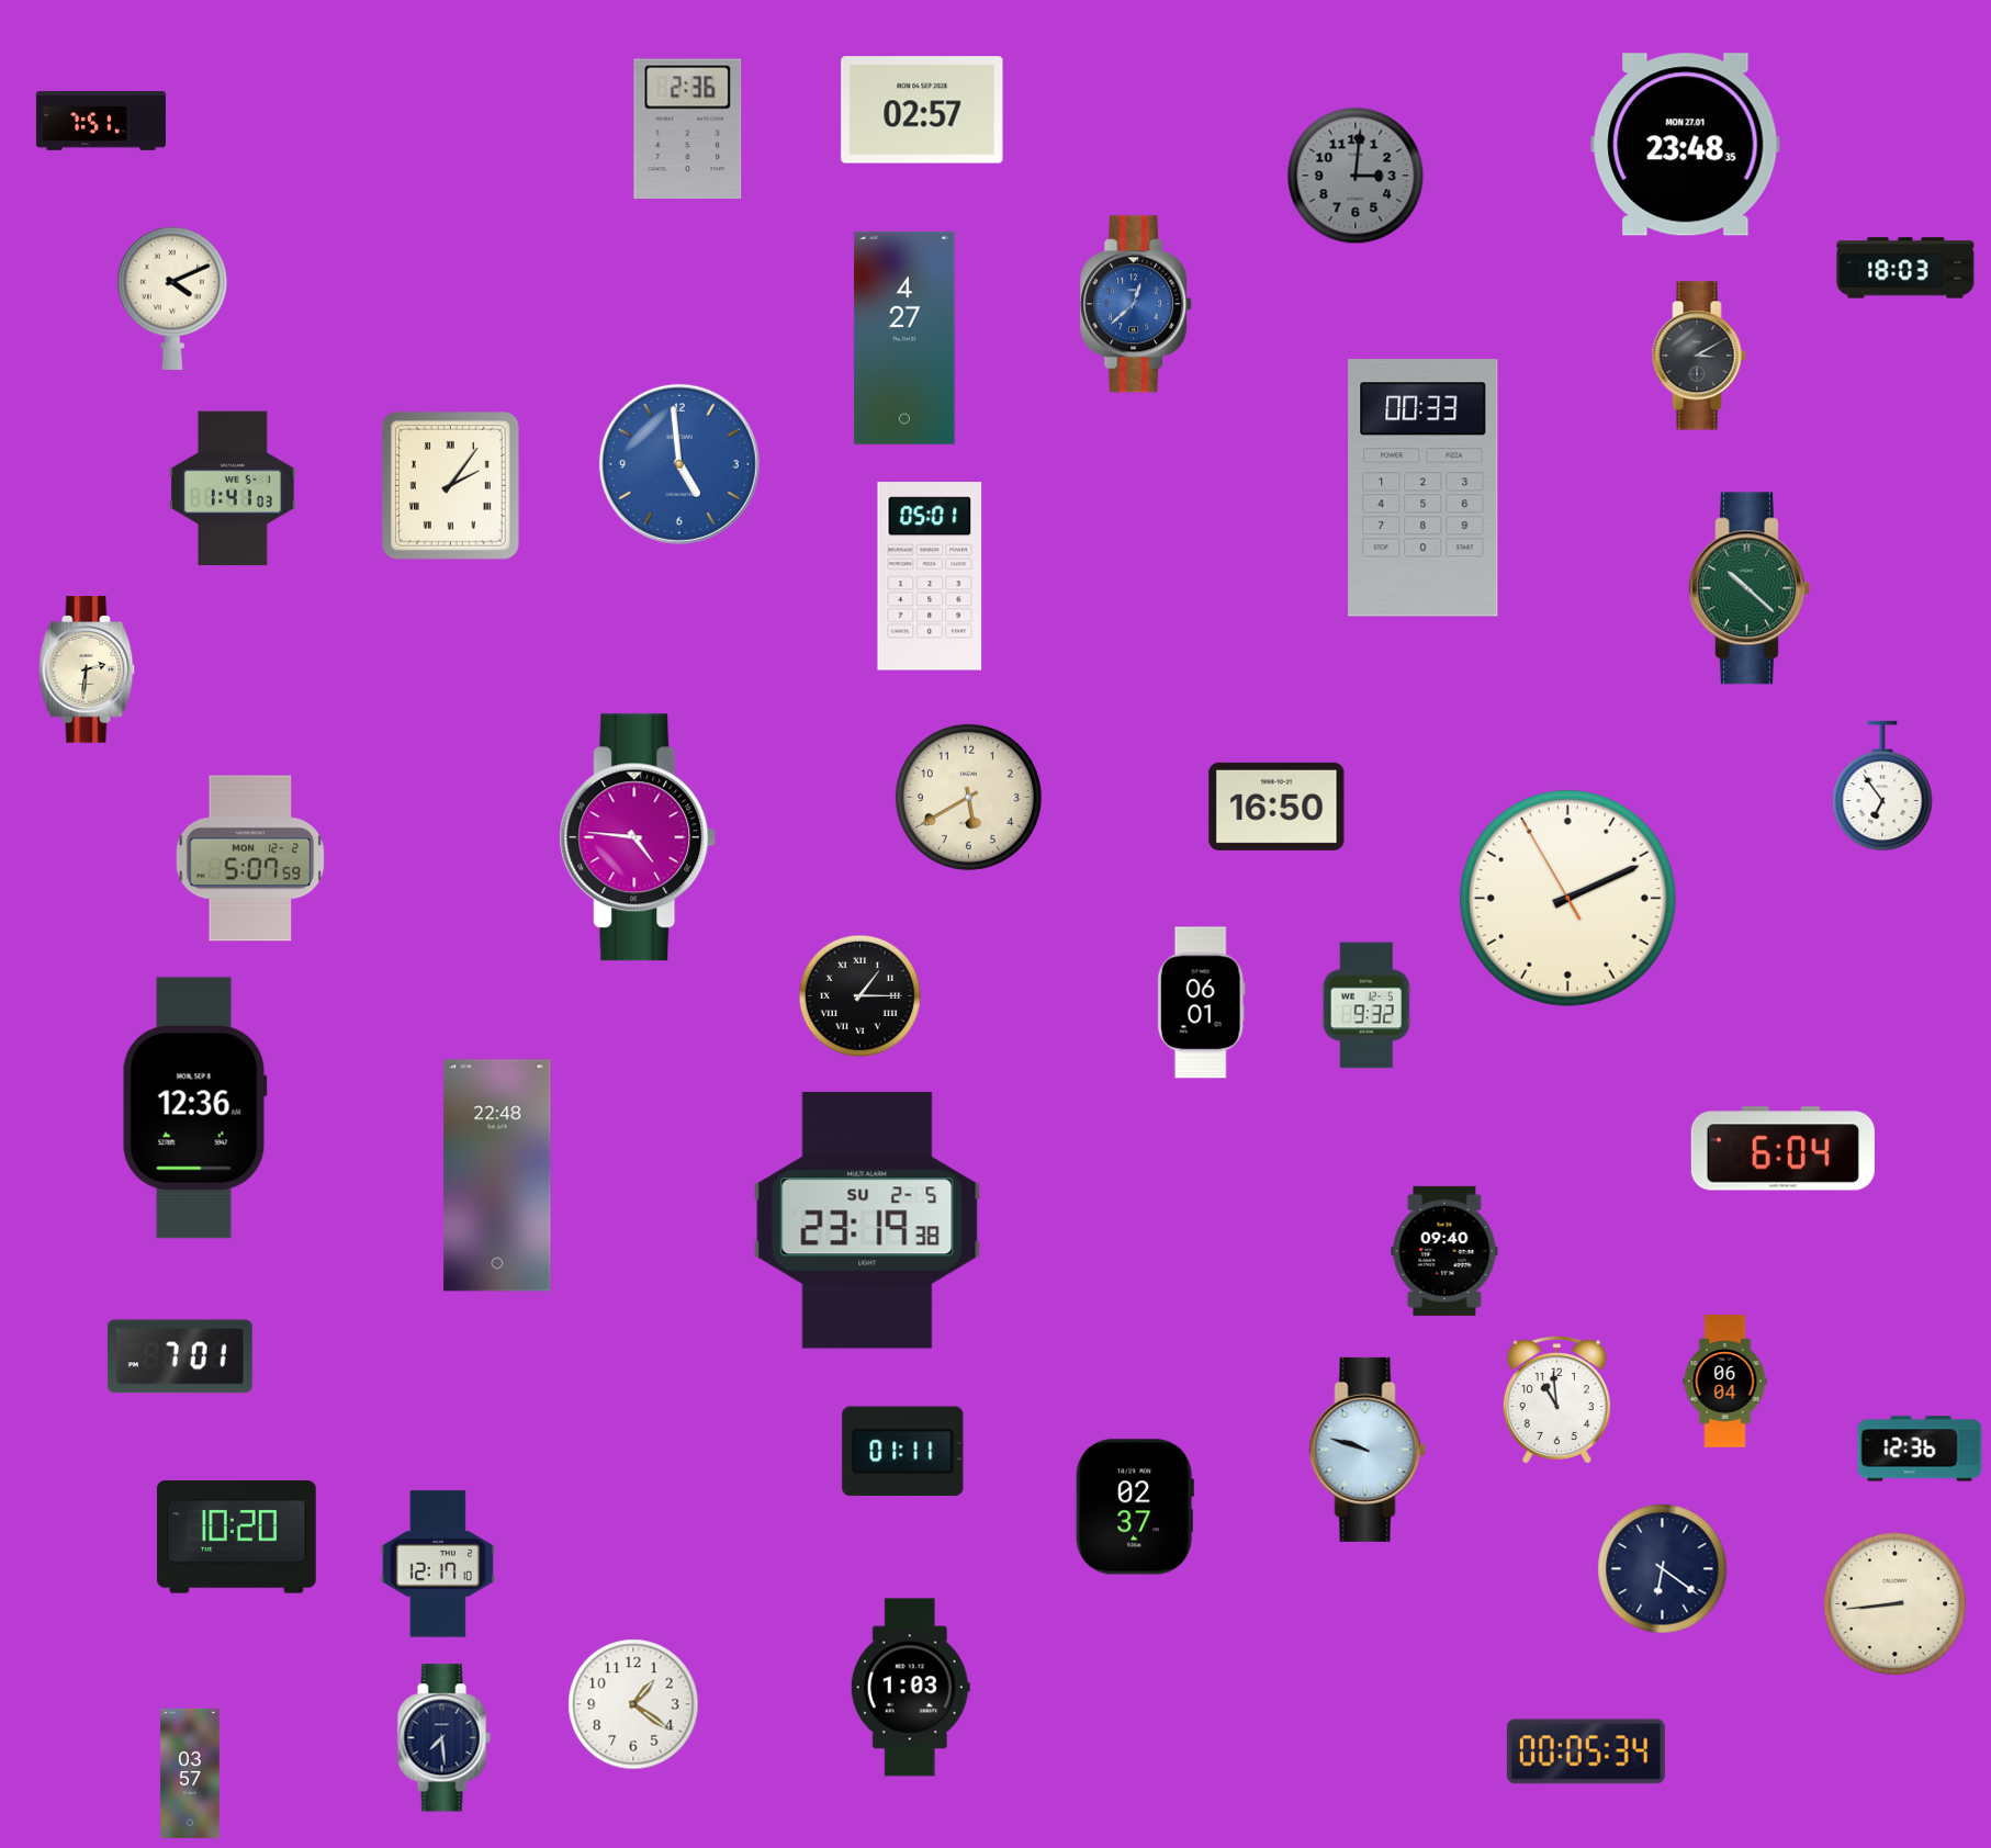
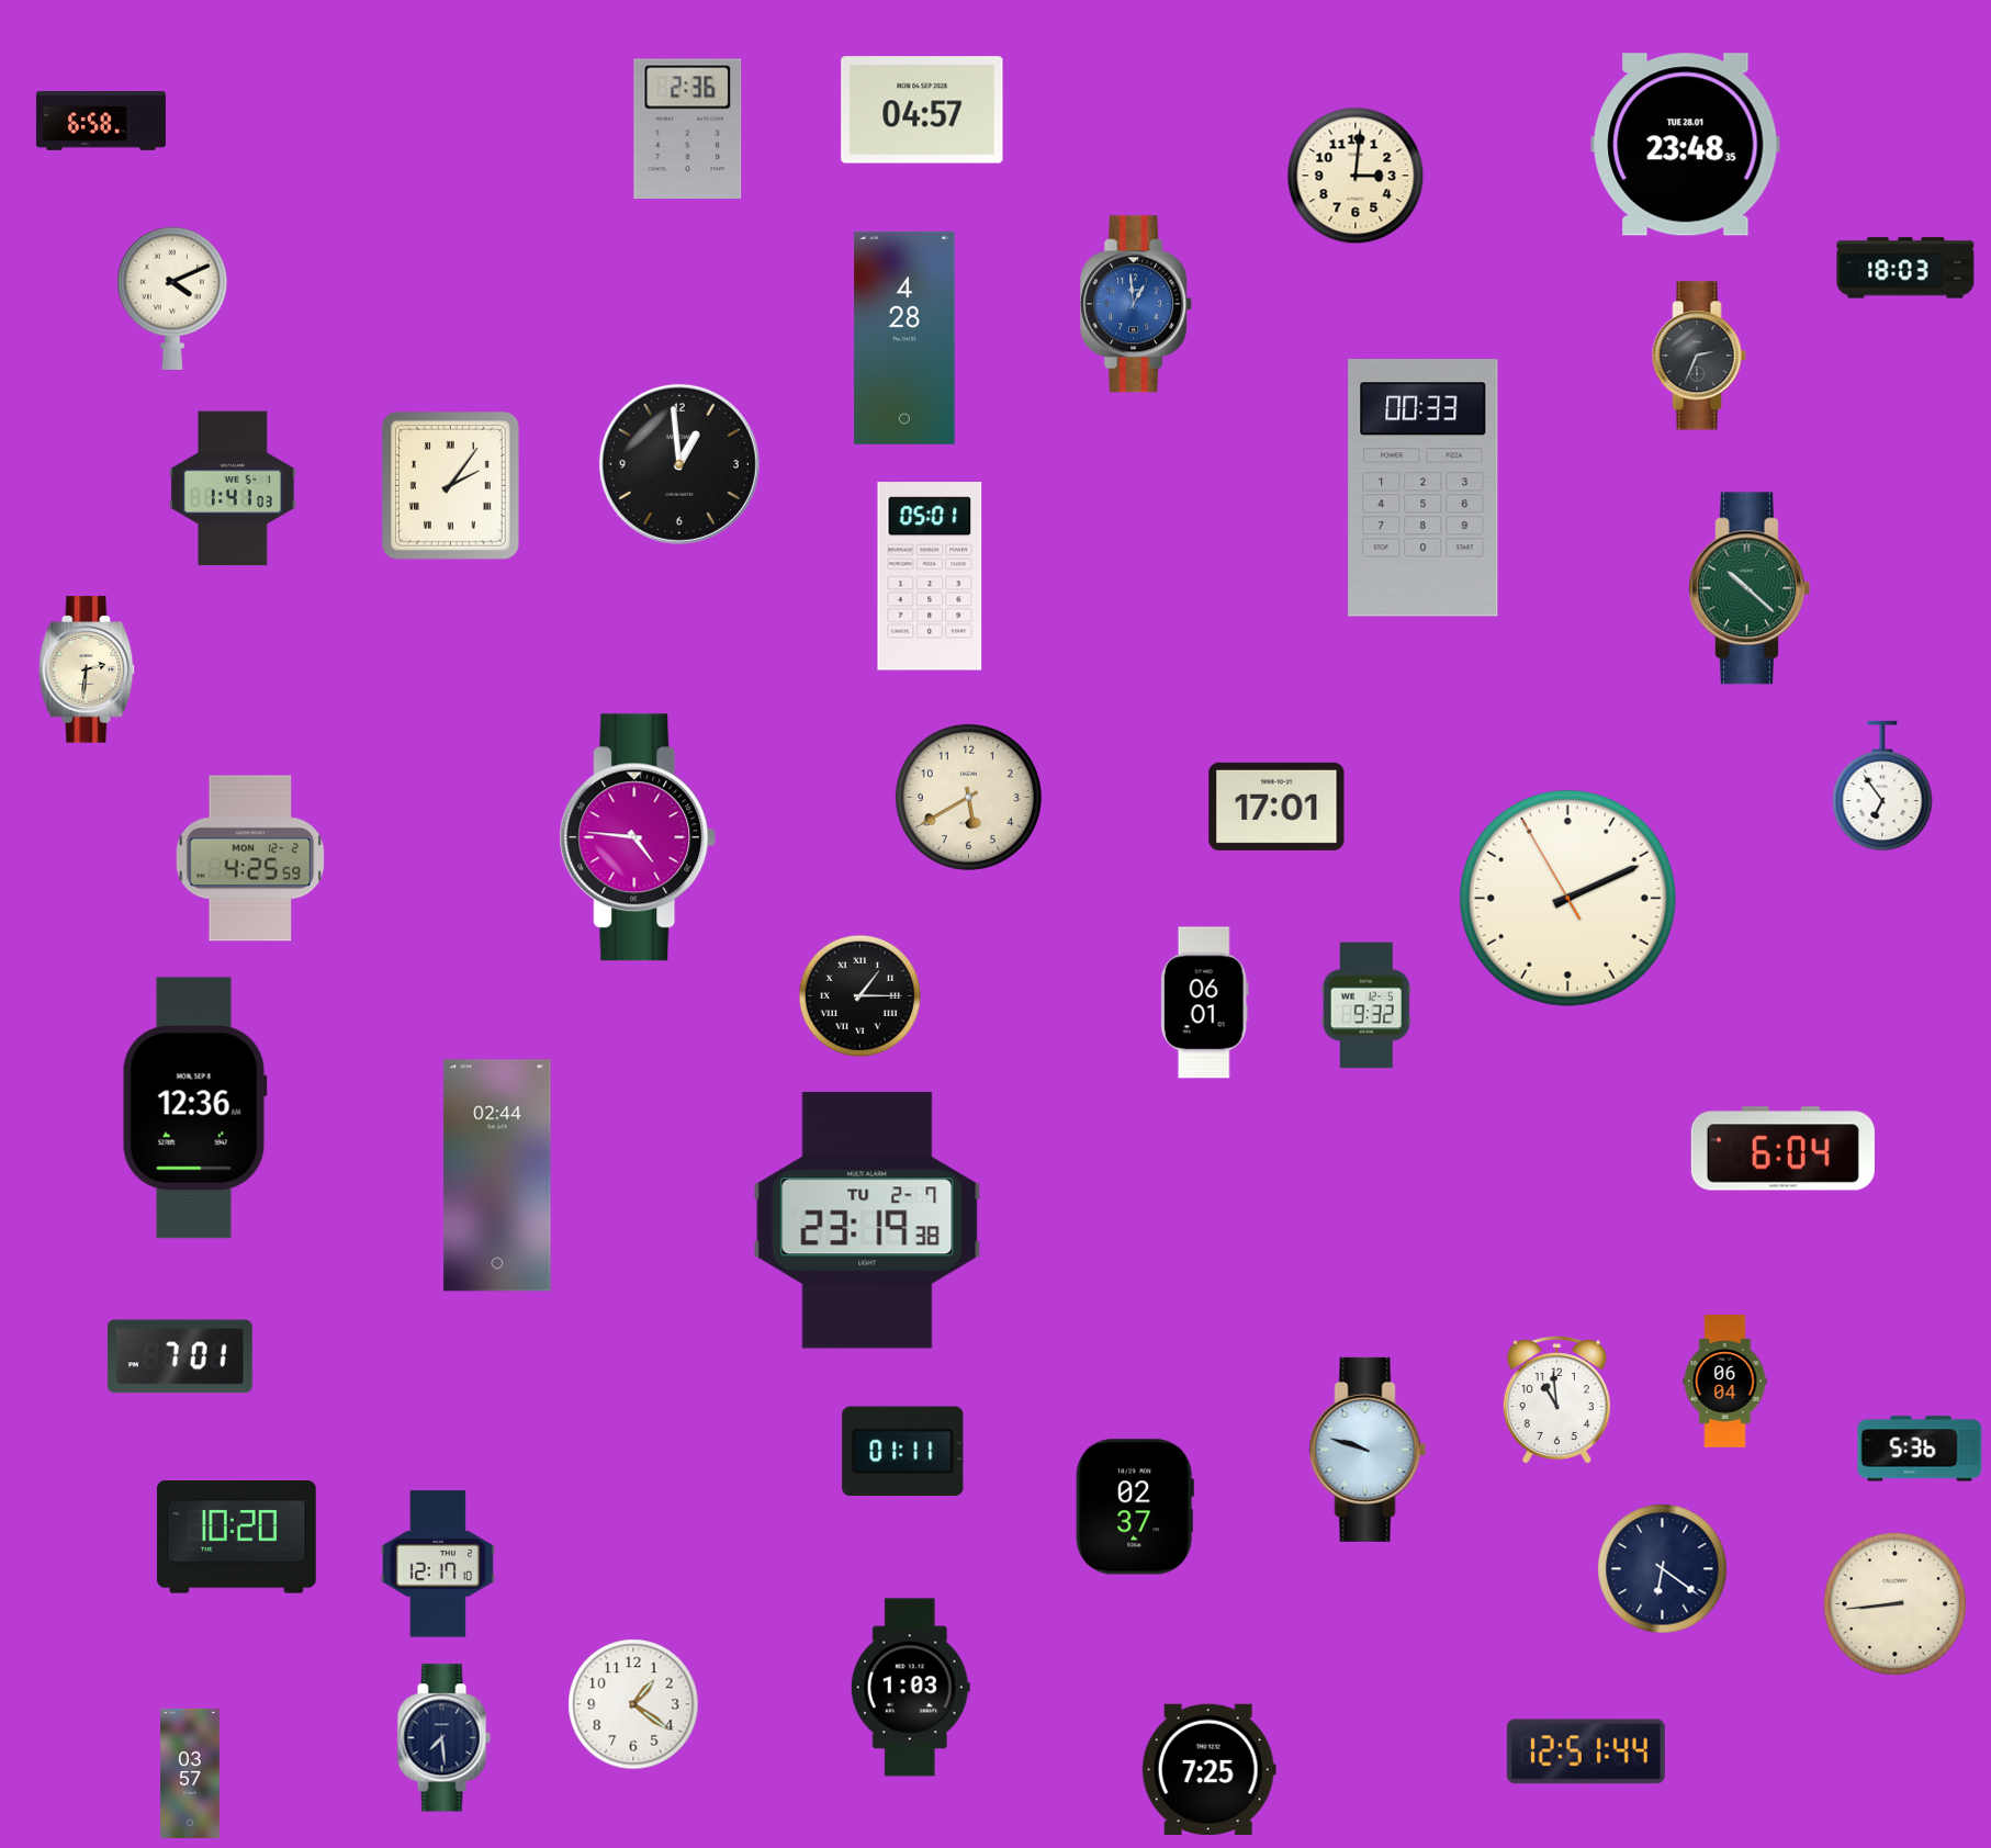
clock at (922, 110): 02:57 -> 04:57
clock at (101, 121): 7:51 -> 6:58
clock at (1686, 145) date: MON 27.01 -> TUE 28.01
clock at (1356, 176) dial: grey -> cream
clock at (1137, 304): 12:38 -> 12:59
clock at (904, 338): 4:27 -> 4:28
clock at (1699, 356): 3:10 -> 2:34
clock at (679, 464): 4:59 -> 12:59
clock at (679, 464) dial: blue -> black
clock at (1276, 807): 16:50 -> 17:01
clock at (250, 858): 5:07 -> 4:25
clock at (1201, 1003) position: (1201, 1003) -> (1204, 1003)
clock at (497, 1175): 22:48 -> 02:44
clock at (867, 1220) date: SU 2-5 -> TU 2-7
clock at (1444, 1251): 09:40 -> none
clock at (1920, 1449): 12:36 -> 5:36
clock at (1586, 1751): 00:05 -> 12:51
clock at (1208, 1769): none -> 7:25
